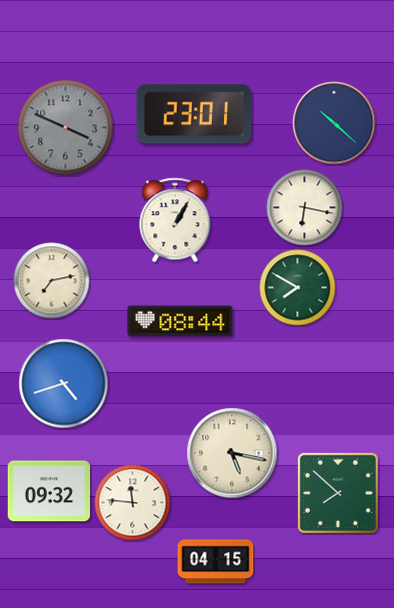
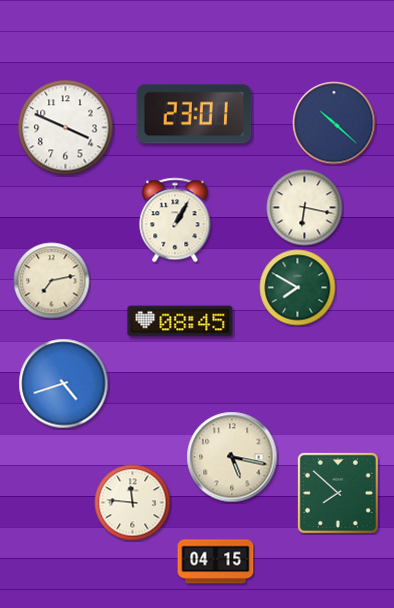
clock at (66, 128) dial: grey -> white
clock at (180, 321): 08:44 -> 08:45
clock at (232, 453) position: (232, 453) -> (232, 457)
clock at (49, 491): 09:32 -> none
